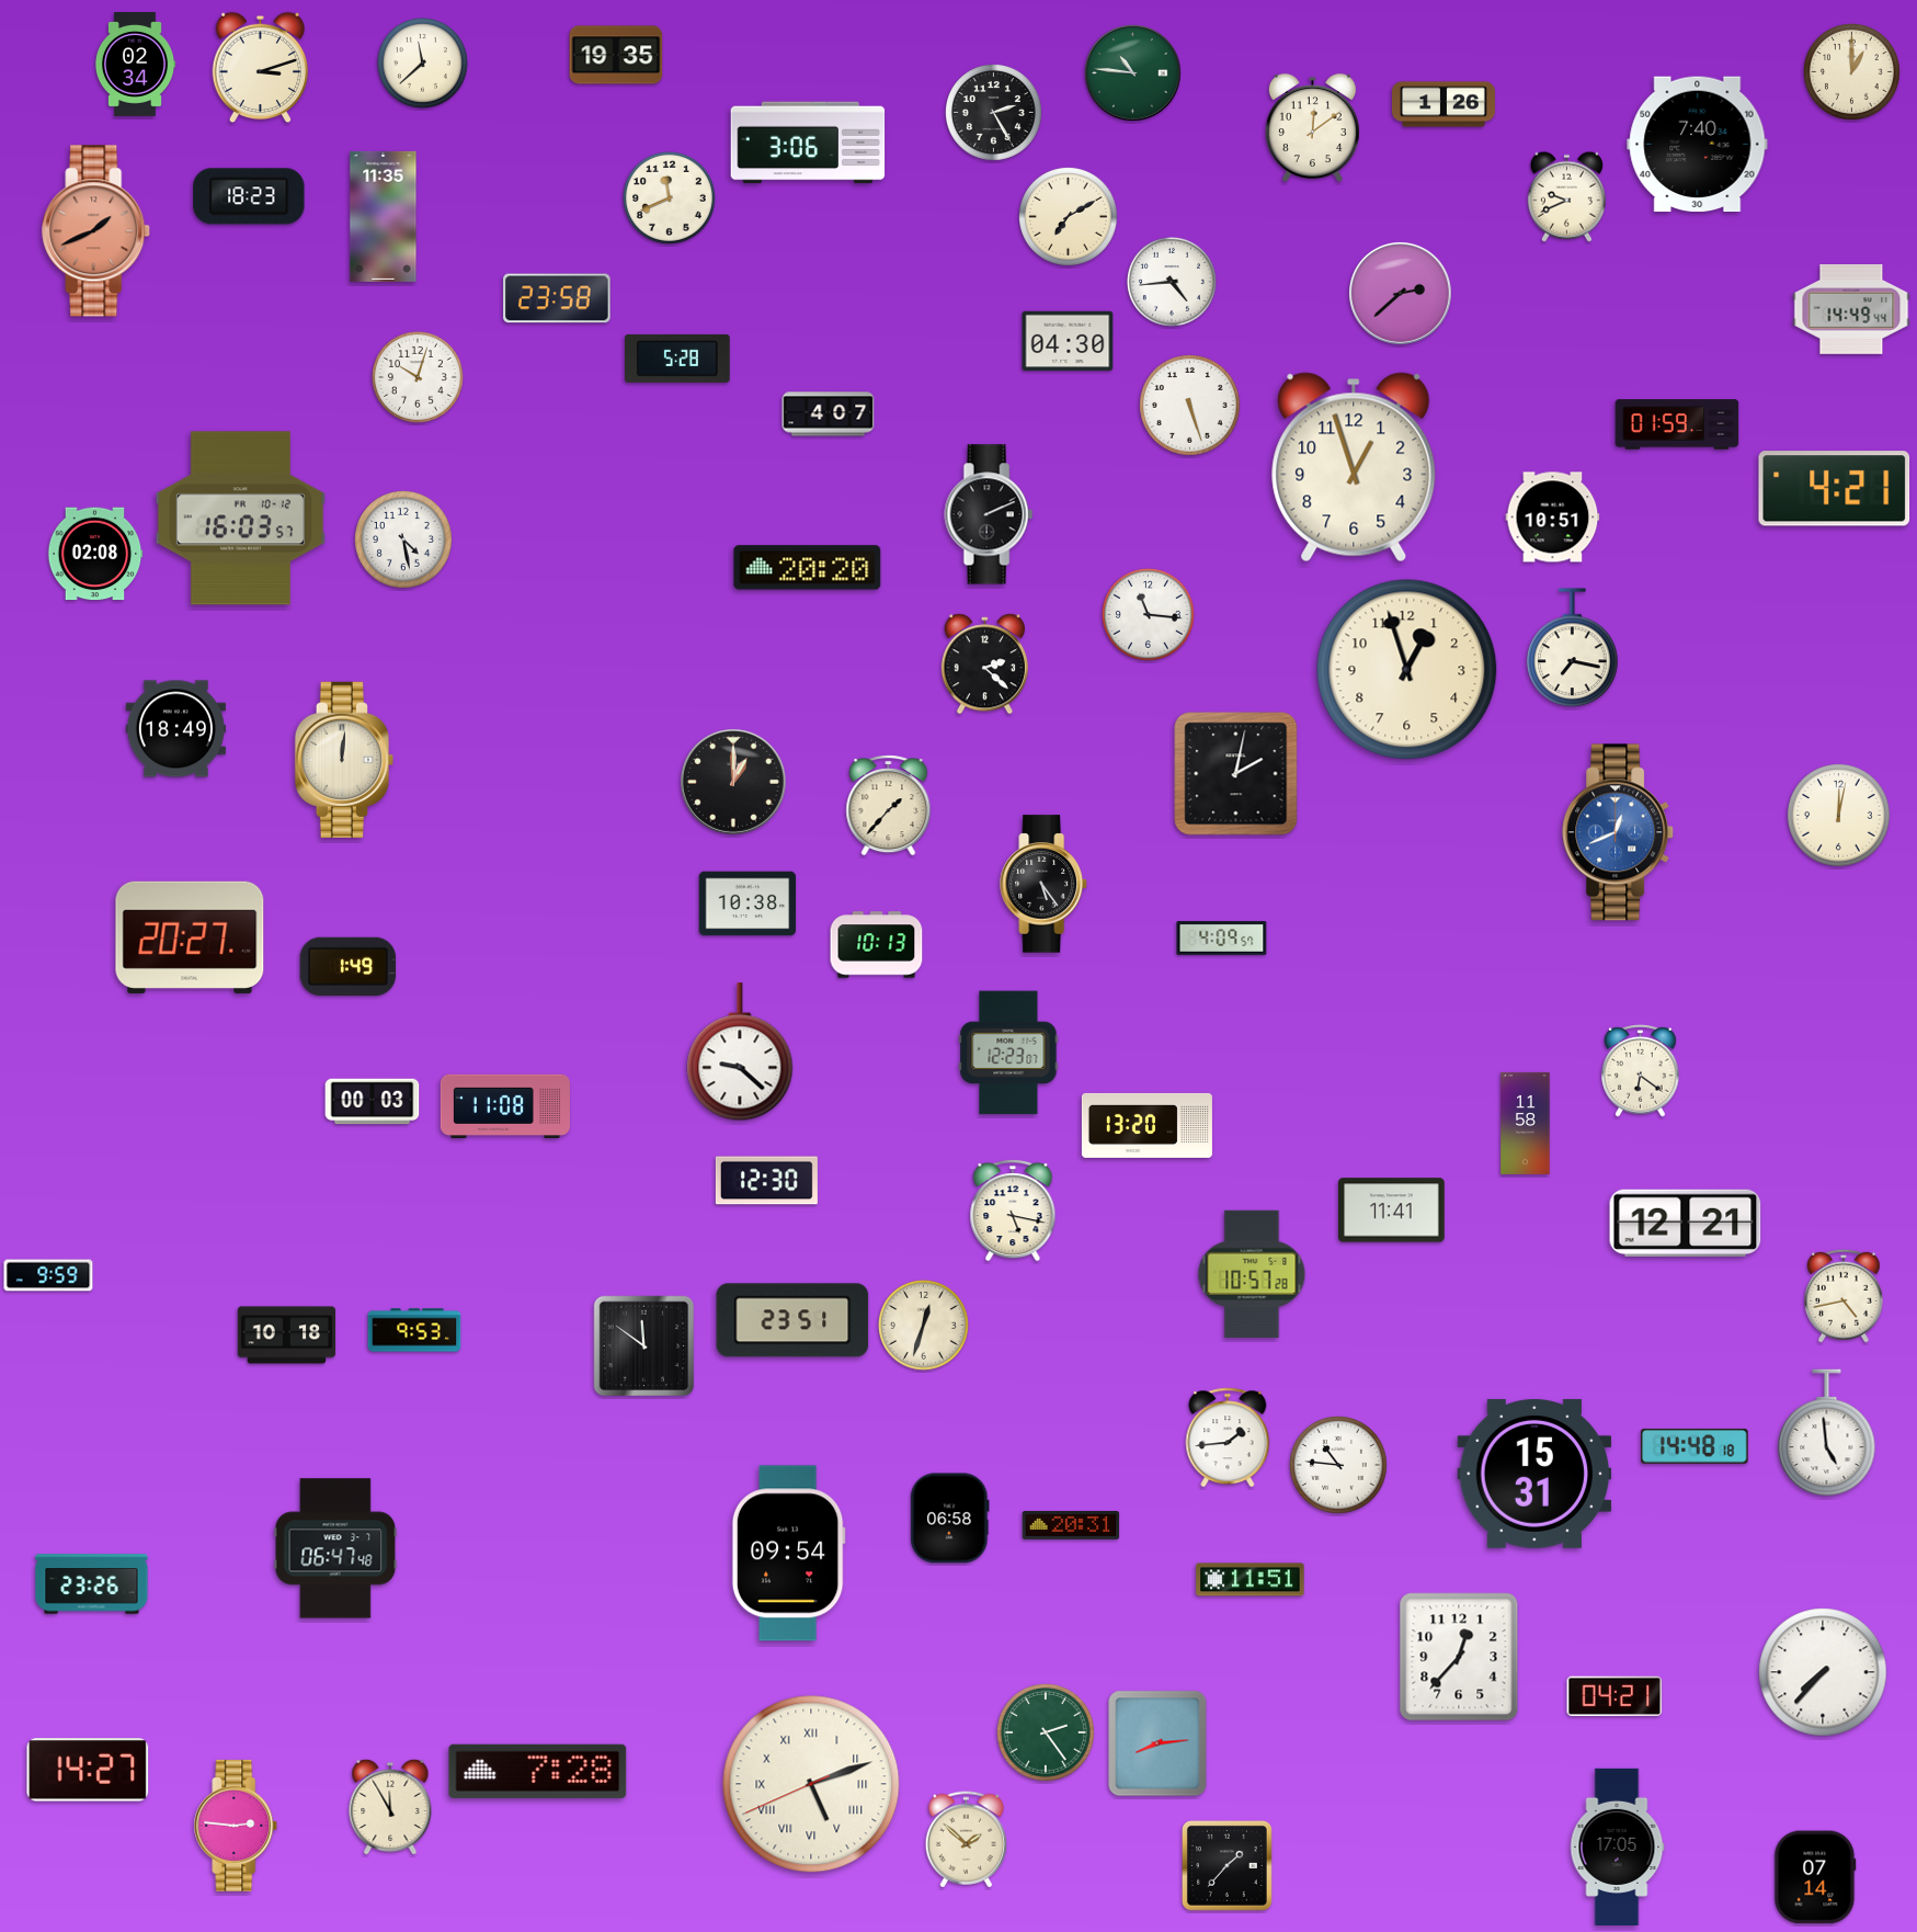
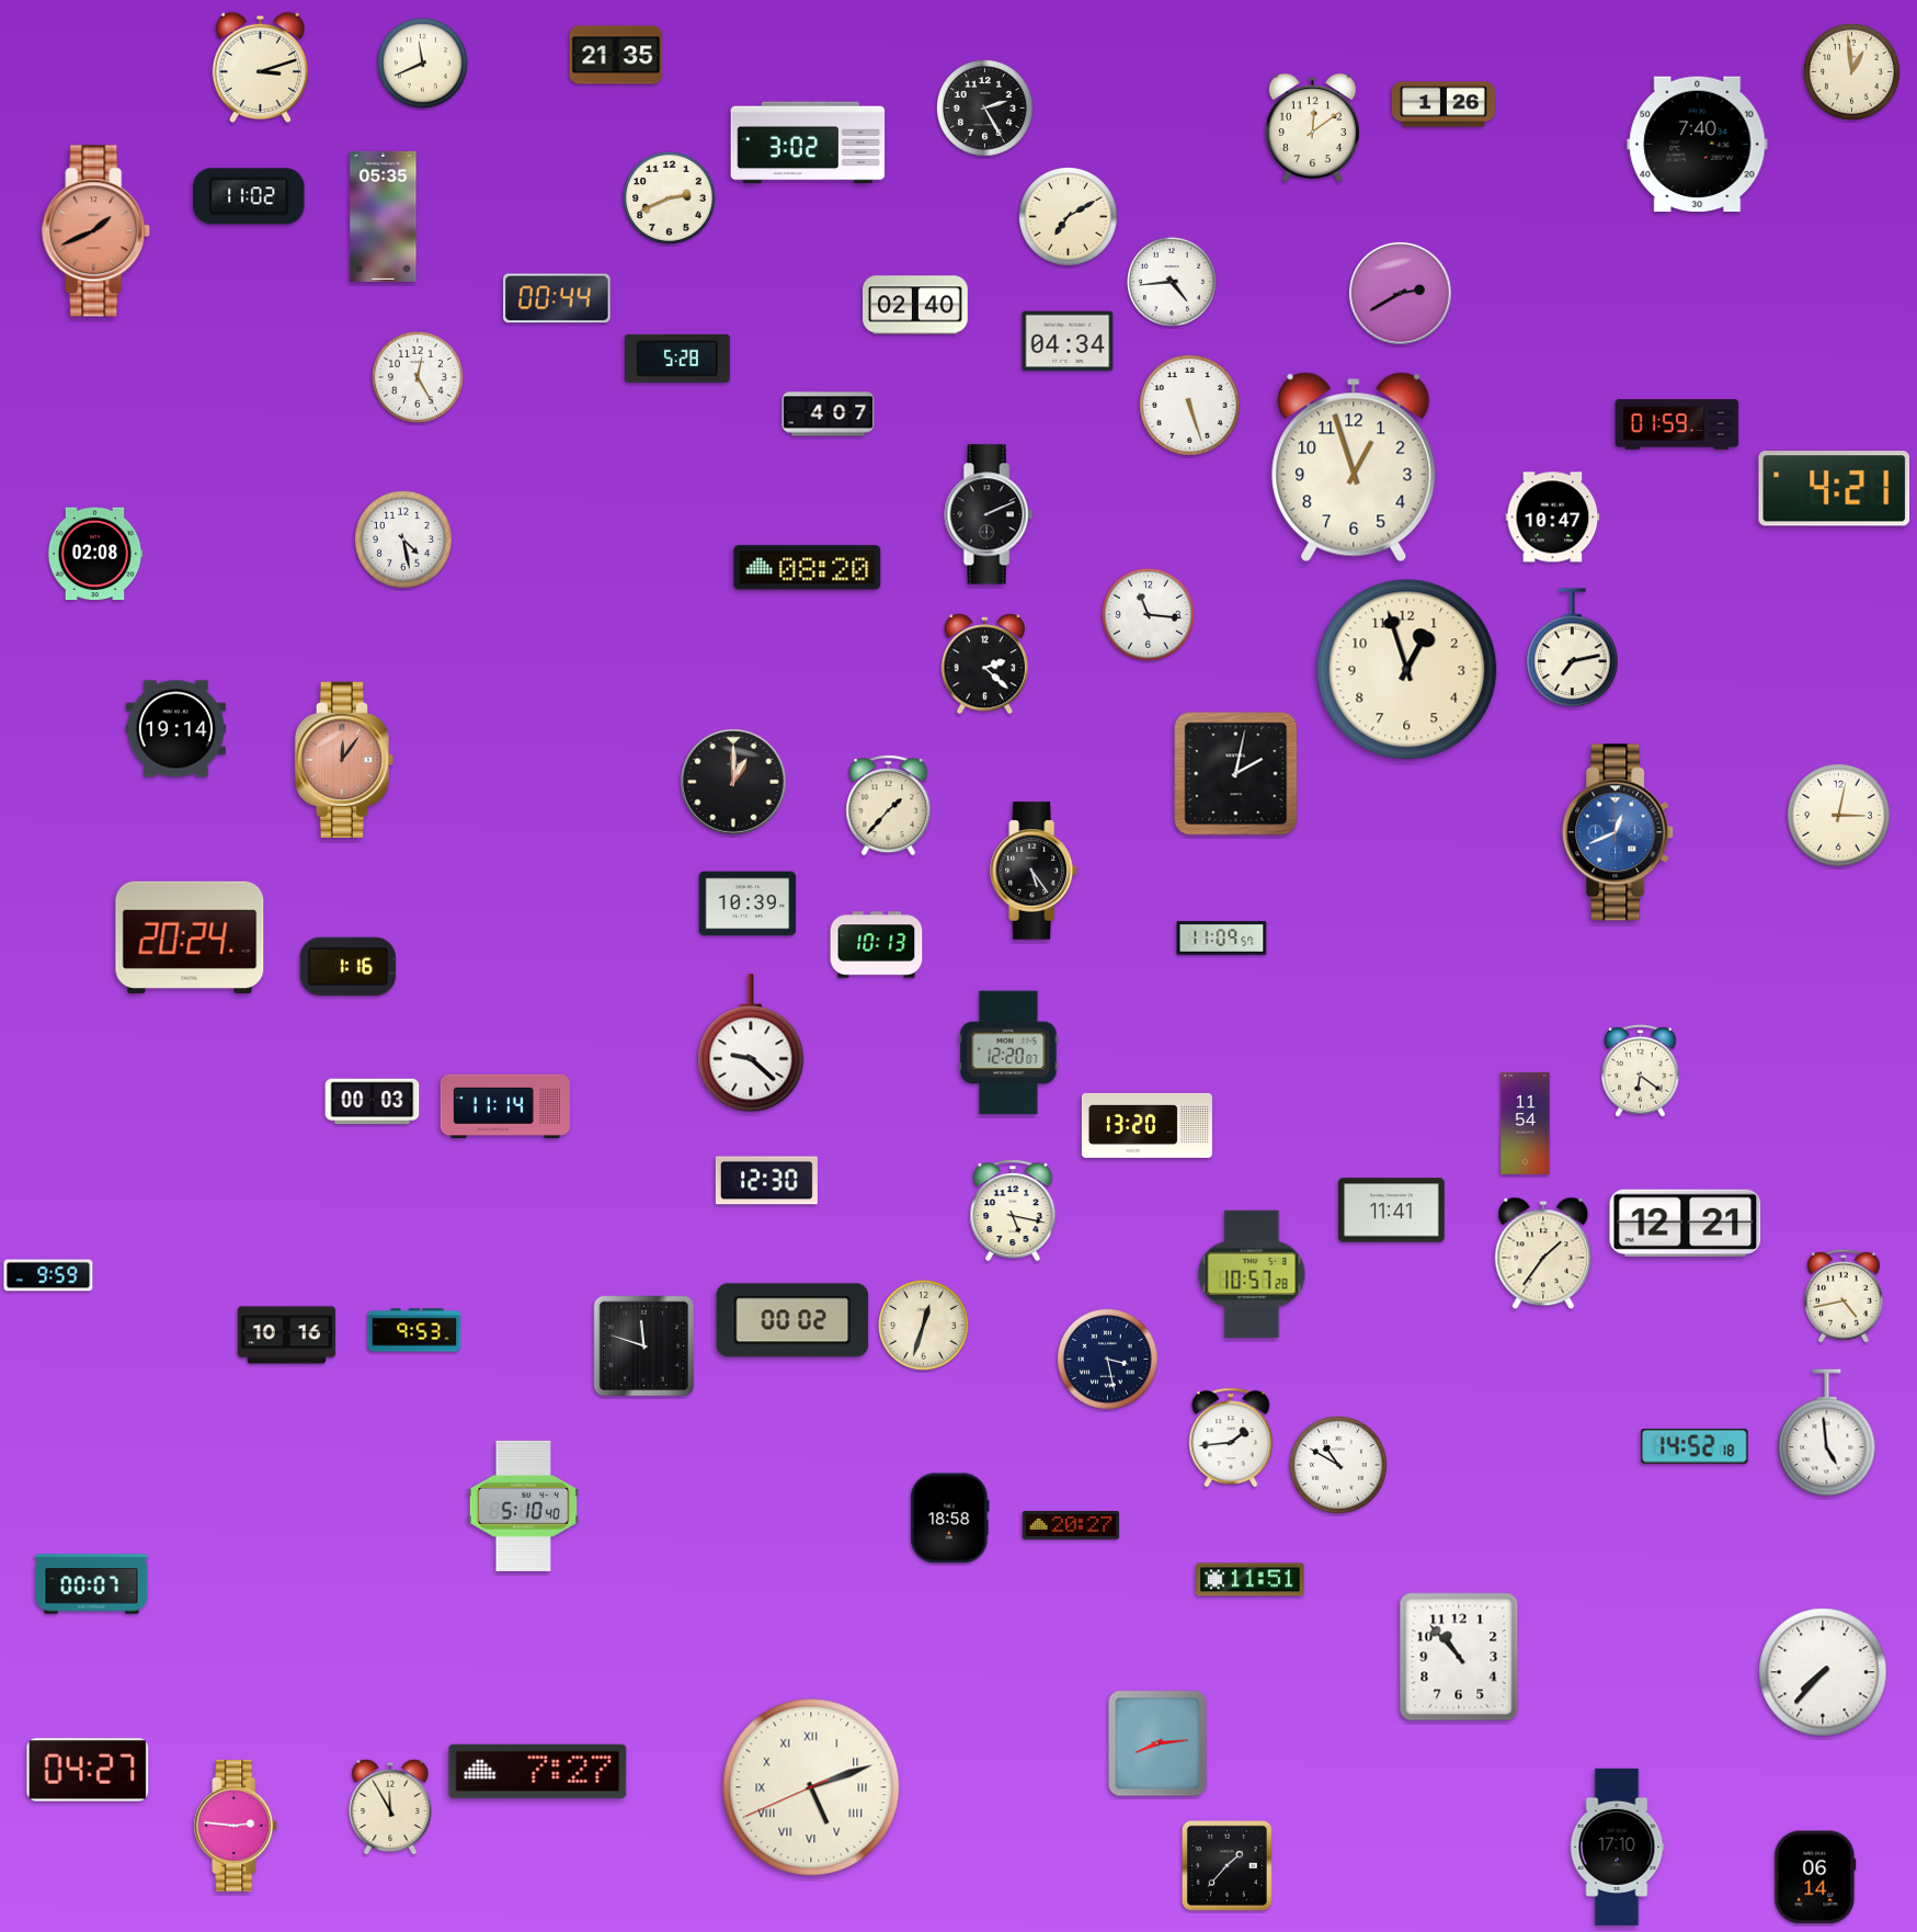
clock at (616, 55): 19:35 -> 21:35
clock at (422, 62): 11:38 -> 11:41
clock at (135, 65): 02:34 -> none
clock at (1852, 72): 1:00 -> 12:59
clock at (1133, 73): 10:46 -> none
clock at (994, 113) position: (994, 113) -> (985, 109)
clock at (808, 143): 3:06 -> 3:02
clock at (249, 196): 18:23 -> 11:02
clock at (1566, 196): 9:41 -> none
clock at (669, 197): 11:41 -> 2:41
clock at (384, 216): 11:35 -> 05:35
clock at (1400, 293): 2:38 -> 2:40
clock at (557, 298): 23:58 -> 00:44
clock at (915, 305): none -> 02:40
clock at (1851, 310): 14:49 -> none
clock at (1068, 341): 04:30 -> 04:34
clock at (418, 377): 10:03 -> 12:25
clock at (1553, 518): 10:51 -> 10:47
clock at (240, 519): 16:03 -> none
clock at (808, 568): 20:20 -> 08:20
clock at (1573, 648): 7:17 -> 7:13
clock at (175, 729): 18:49 -> 19:14
clock at (343, 759): 12:01 -> 12:06
clock at (343, 759) dial: cream -> salmon
clock at (1839, 816): 12:02 -> 3:02
clock at (1043, 884) position: (1043, 884) -> (1034, 871)
clock at (748, 904): 10:38 -> 10:39
clock at (190, 937): 20:27 -> 20:24
clock at (1222, 939): 4:09 -> 11:09
clock at (349, 967): 1:49 -> 1:16
clock at (740, 1053) position: (740, 1053) -> (751, 1044)
clock at (1008, 1053): 12:23 -> 12:20
clock at (505, 1105): 11:08 -> 11:14
clock at (1526, 1123): 11:58 -> 11:54
clock at (1543, 1253): none -> 1:36
clock at (792, 1320): 23:51 -> 00:02
clock at (287, 1336): 10:18 -> 10:16
clock at (644, 1346): 11:51 -> 11:48
clock at (1108, 1360): none -> 3:28
clock at (1228, 1437) position: (1228, 1437) -> (1231, 1437)
clock at (1695, 1446): 14:48 -> 14:52
clock at (1339, 1466): 10:46 -> 10:50
clock at (1534, 1474): 15:31 -> none
clock at (523, 1505): none -> 5:10
clock at (950, 1519): 06:58 -> 18:58
clock at (1071, 1526): 20:31 -> 20:27
clock at (335, 1548): 06:47 -> none
clock at (788, 1554): 09:54 -> none
clock at (92, 1584): 23:26 -> 00:07
clock at (1459, 1657): 12:37 -> 10:53
clock at (1614, 1695): 04:21 -> none
clock at (1047, 1734): 2:24 -> none
clock at (88, 1770): 14:27 -> 04:27
clock at (538, 1771): 7:28 -> 7:27
clock at (811, 1784) position: (811, 1784) -> (811, 1787)
clock at (966, 1840): 1:52 -> none
clock at (1617, 1846): 17:05 -> 17:10
clock at (1815, 1877): 07:14 -> 06:14
